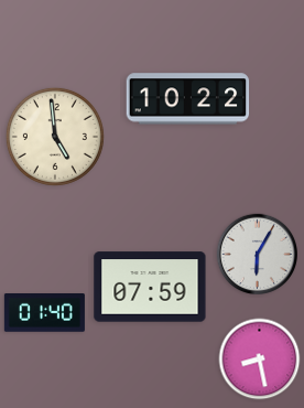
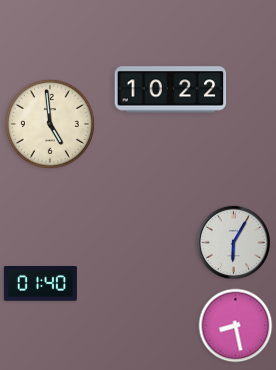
clock at (257, 254) position: (257, 254) -> (233, 242)
clock at (150, 287): 07:59 -> none
